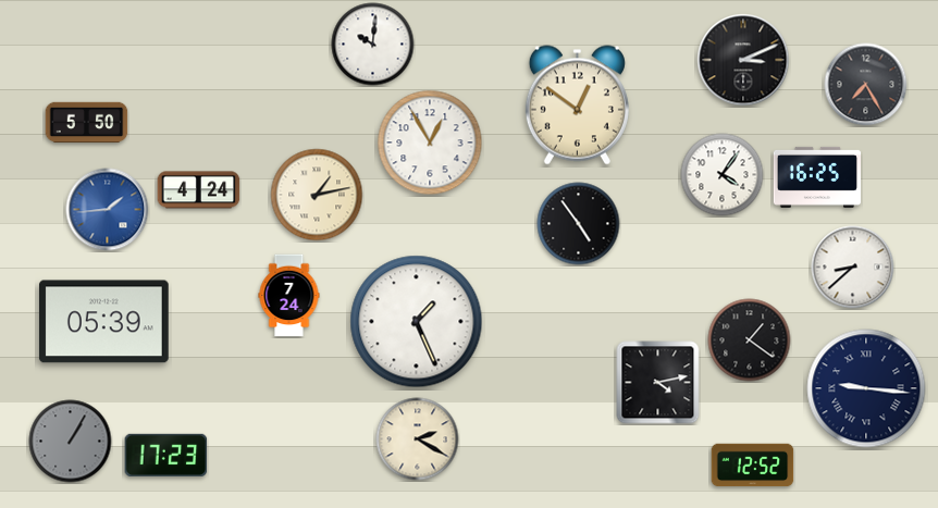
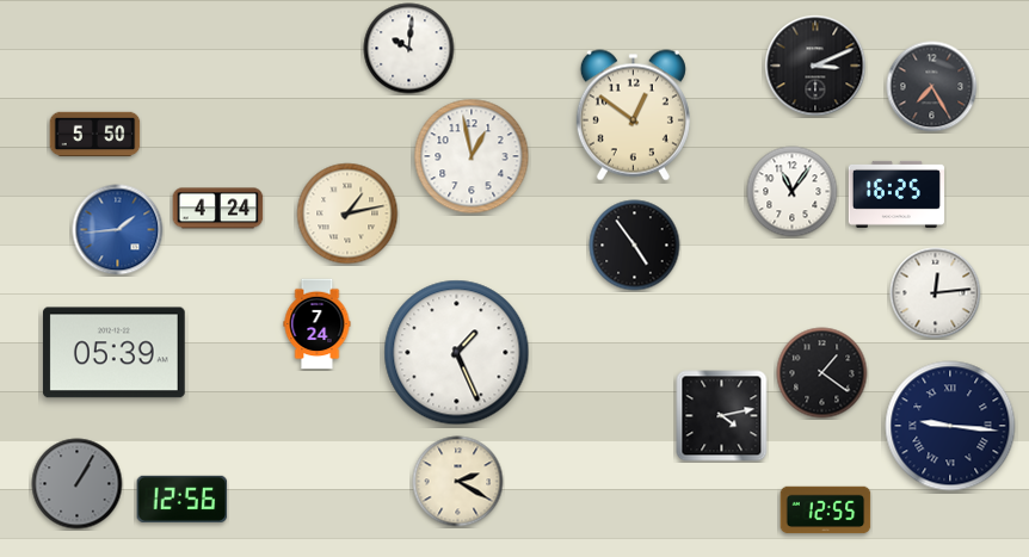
clock at (866, 85) position: (866, 85) -> (932, 87)
clock at (430, 143): 12:55 -> 12:58
clock at (723, 175): 4:06 -> 11:06
clock at (853, 268): 8:38 -> 12:14
clock at (658, 383) position: (658, 383) -> (722, 416)
clock at (166, 455): 17:23 -> 12:56
clock at (753, 466): 12:52 -> 12:55
